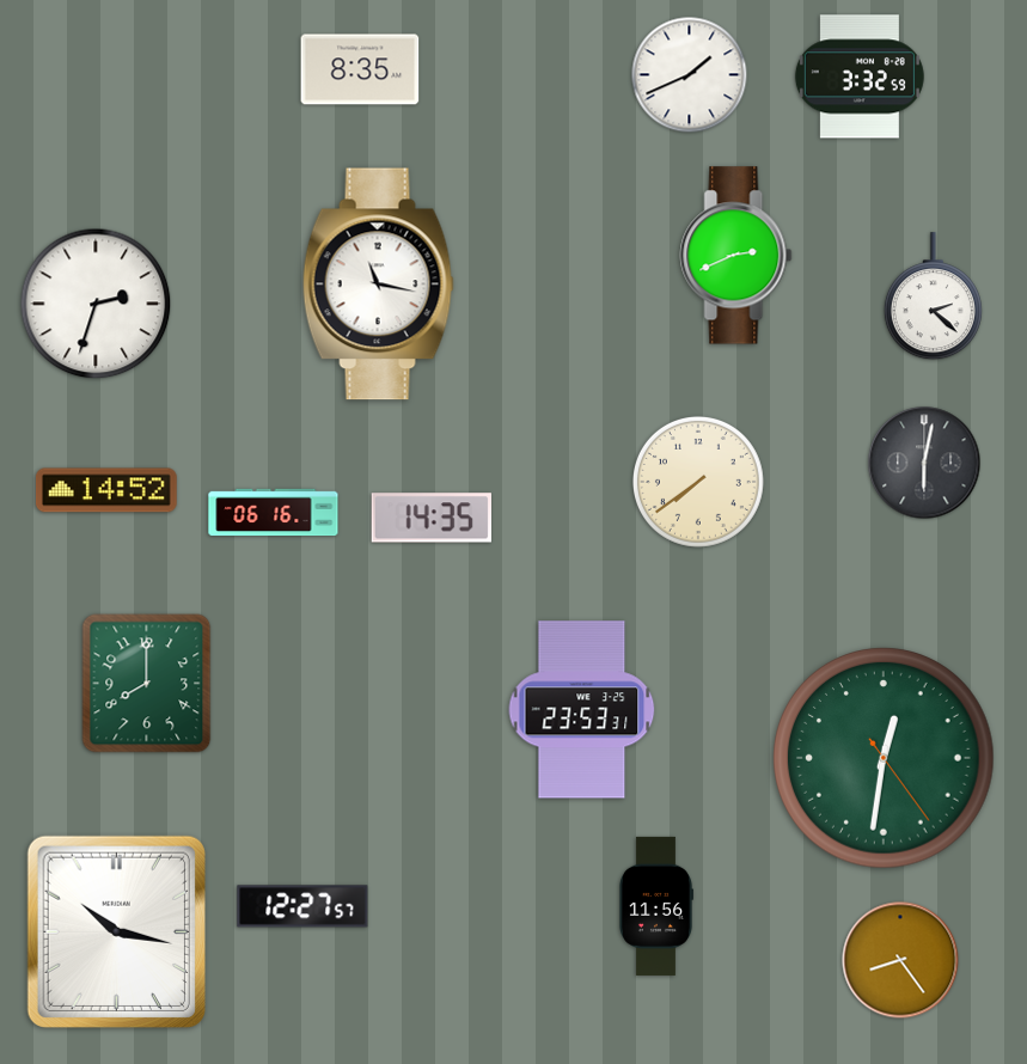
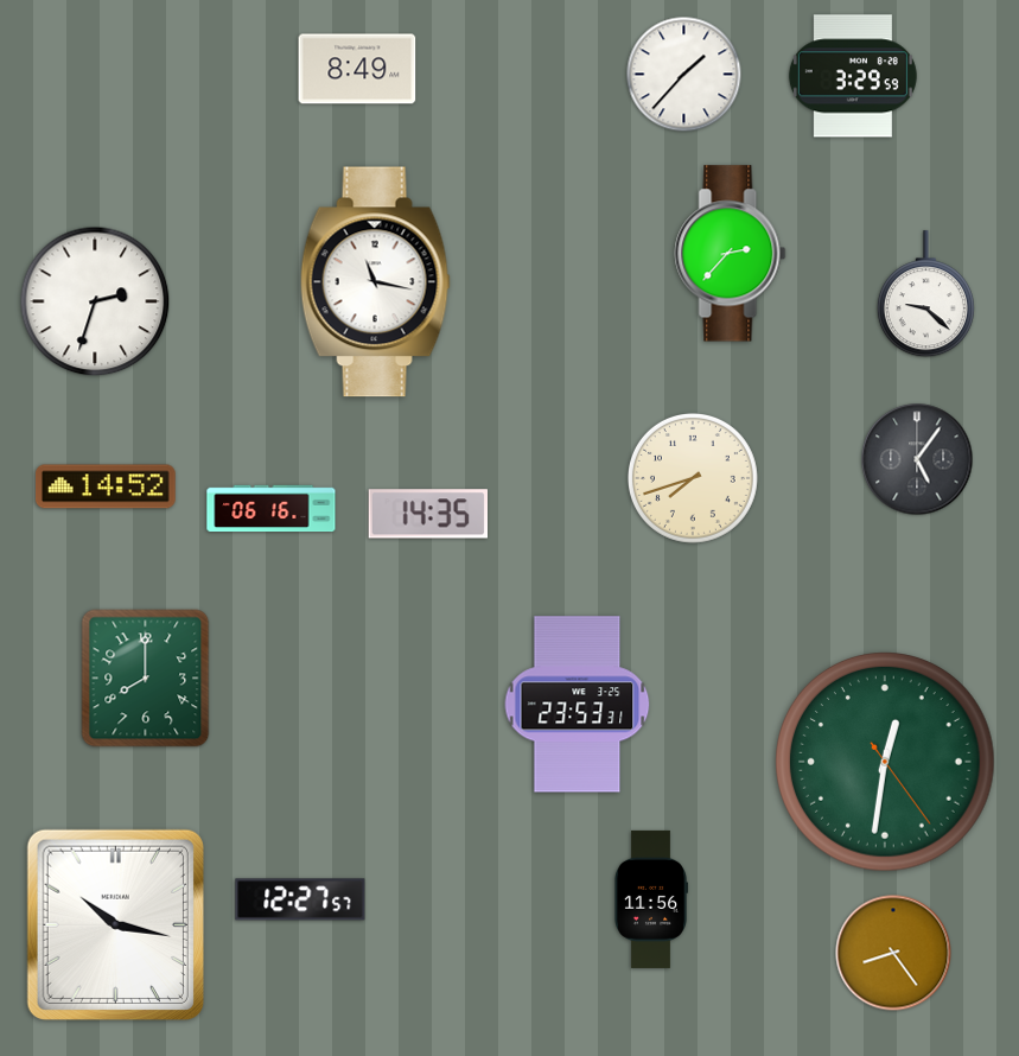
clock at (360, 69): 8:35 -> 8:49
clock at (690, 75): 1:41 -> 1:37
clock at (860, 77): 3:32 -> 3:29
clock at (736, 256): 2:41 -> 2:37
clock at (933, 296): 2:22 -> 9:22
clock at (924, 463): 6:02 -> 5:06
clock at (698, 482): 7:39 -> 7:42
clock at (884, 758) position: (884, 758) -> (885, 762)
